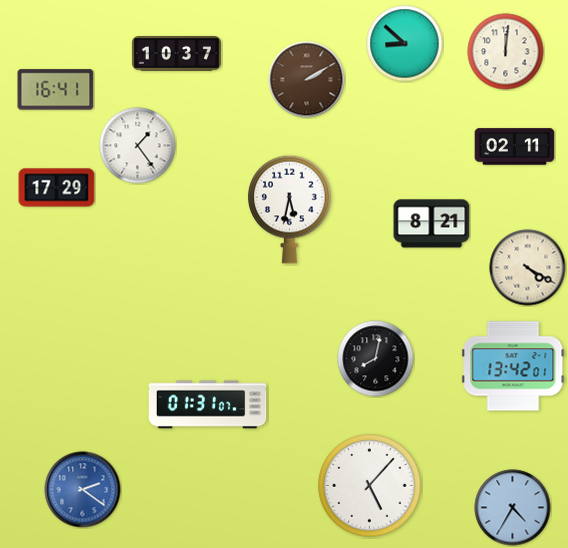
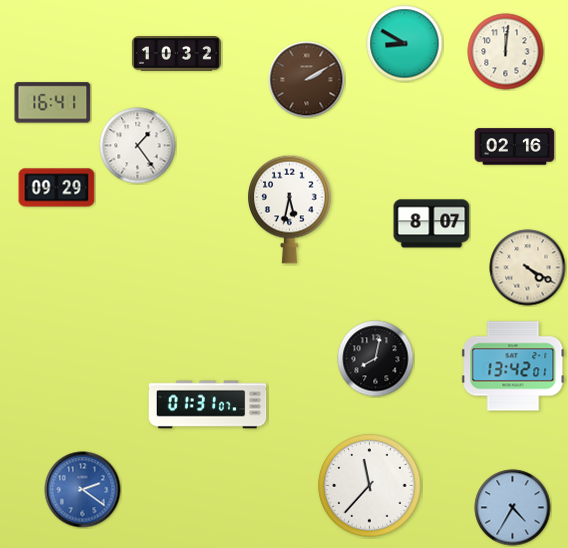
clock at (405, 44): 8:52 -> 8:50
clock at (176, 54): 10:37 -> 10:32
clock at (56, 90) position: (56, 90) -> (53, 103)
clock at (515, 147): 02:11 -> 02:16
clock at (57, 188): 17:29 -> 09:29
clock at (432, 224): 8:21 -> 8:07
clock at (370, 486): 5:07 -> 11:37
